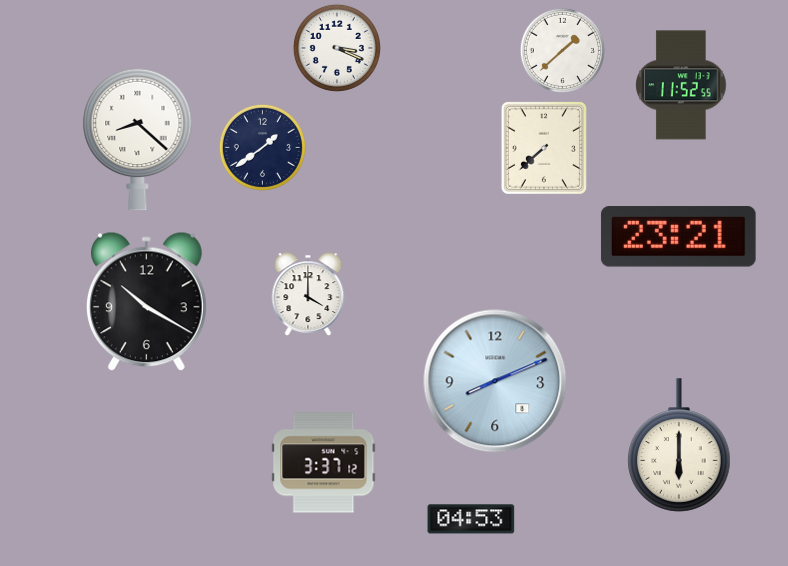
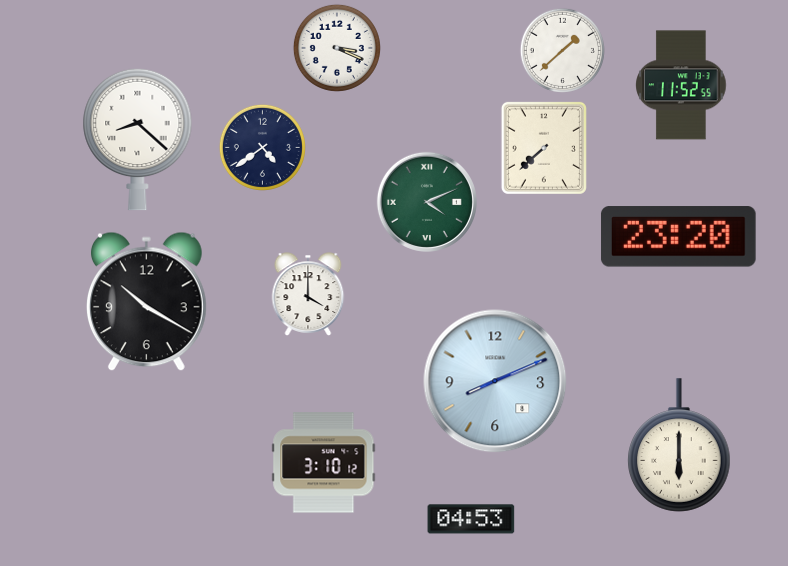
clock at (262, 147): 1:39 -> 4:39
clock at (427, 202): none -> 4:11
clock at (678, 237): 23:21 -> 23:20
clock at (324, 463): 3:37 -> 3:10
